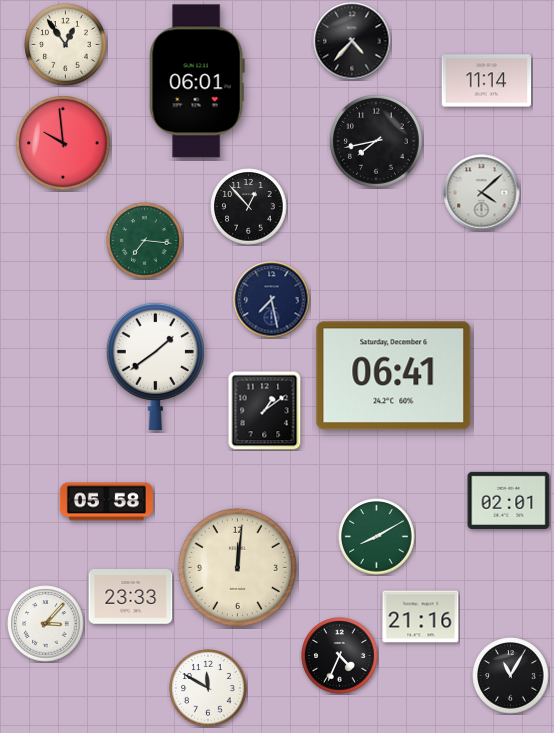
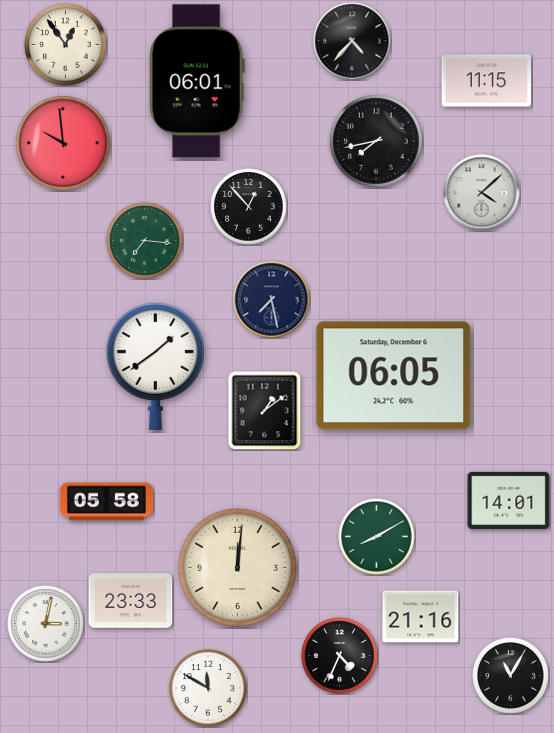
clock at (487, 81): 11:14 -> 11:15
clock at (394, 376): 06:41 -> 06:05
clock at (509, 500): 02:01 -> 14:01
clock at (131, 597) position: (131, 597) -> (131, 601)
clock at (46, 624): 3:07 -> 3:02
